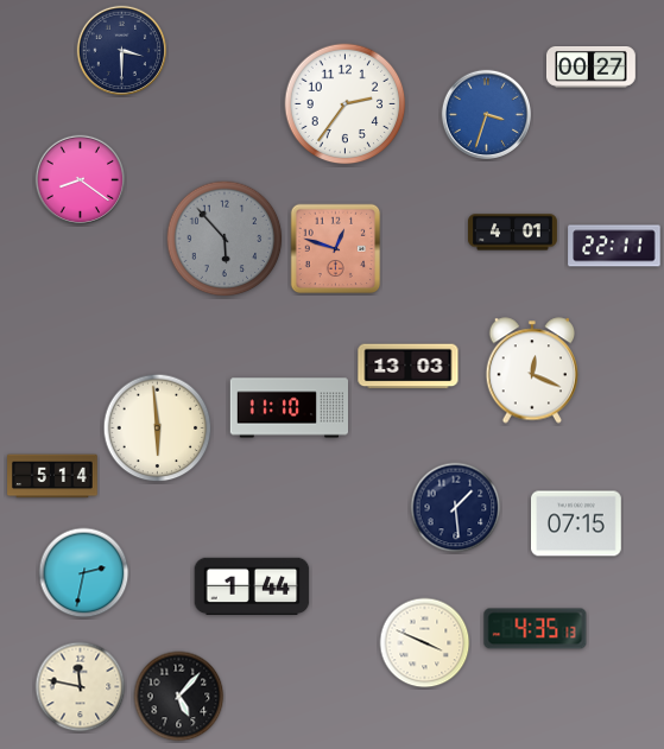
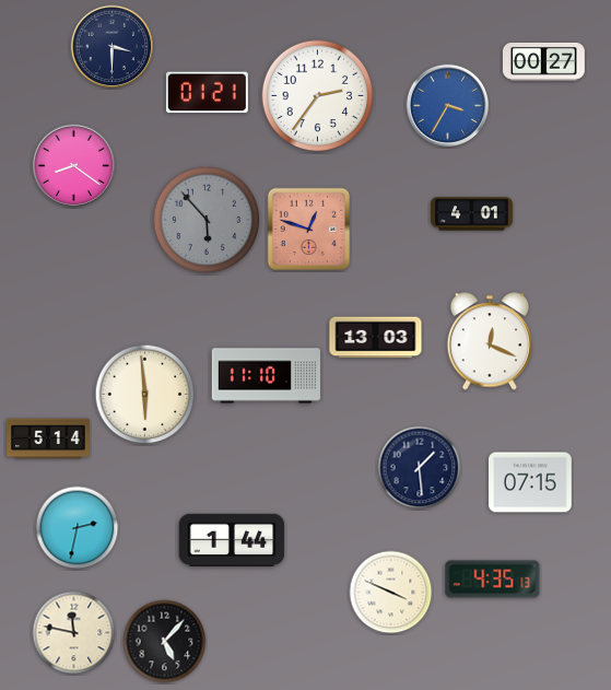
clock at (207, 93): none -> 01:21
clock at (487, 115): 3:33 -> 3:35
clock at (614, 246): 22:11 -> none
